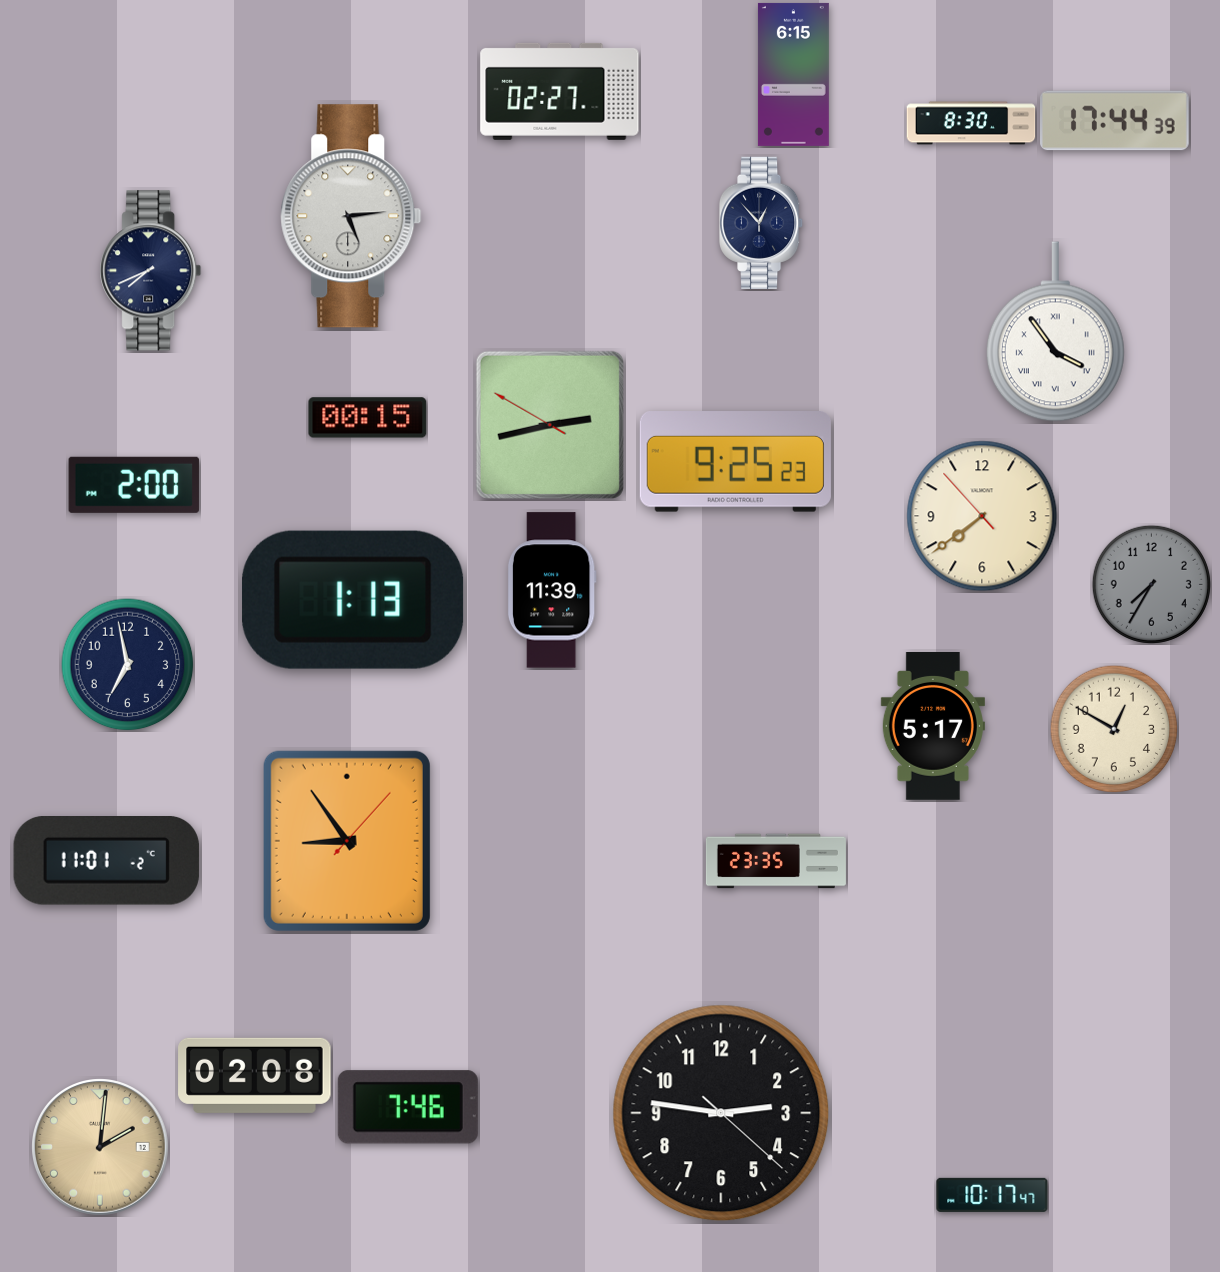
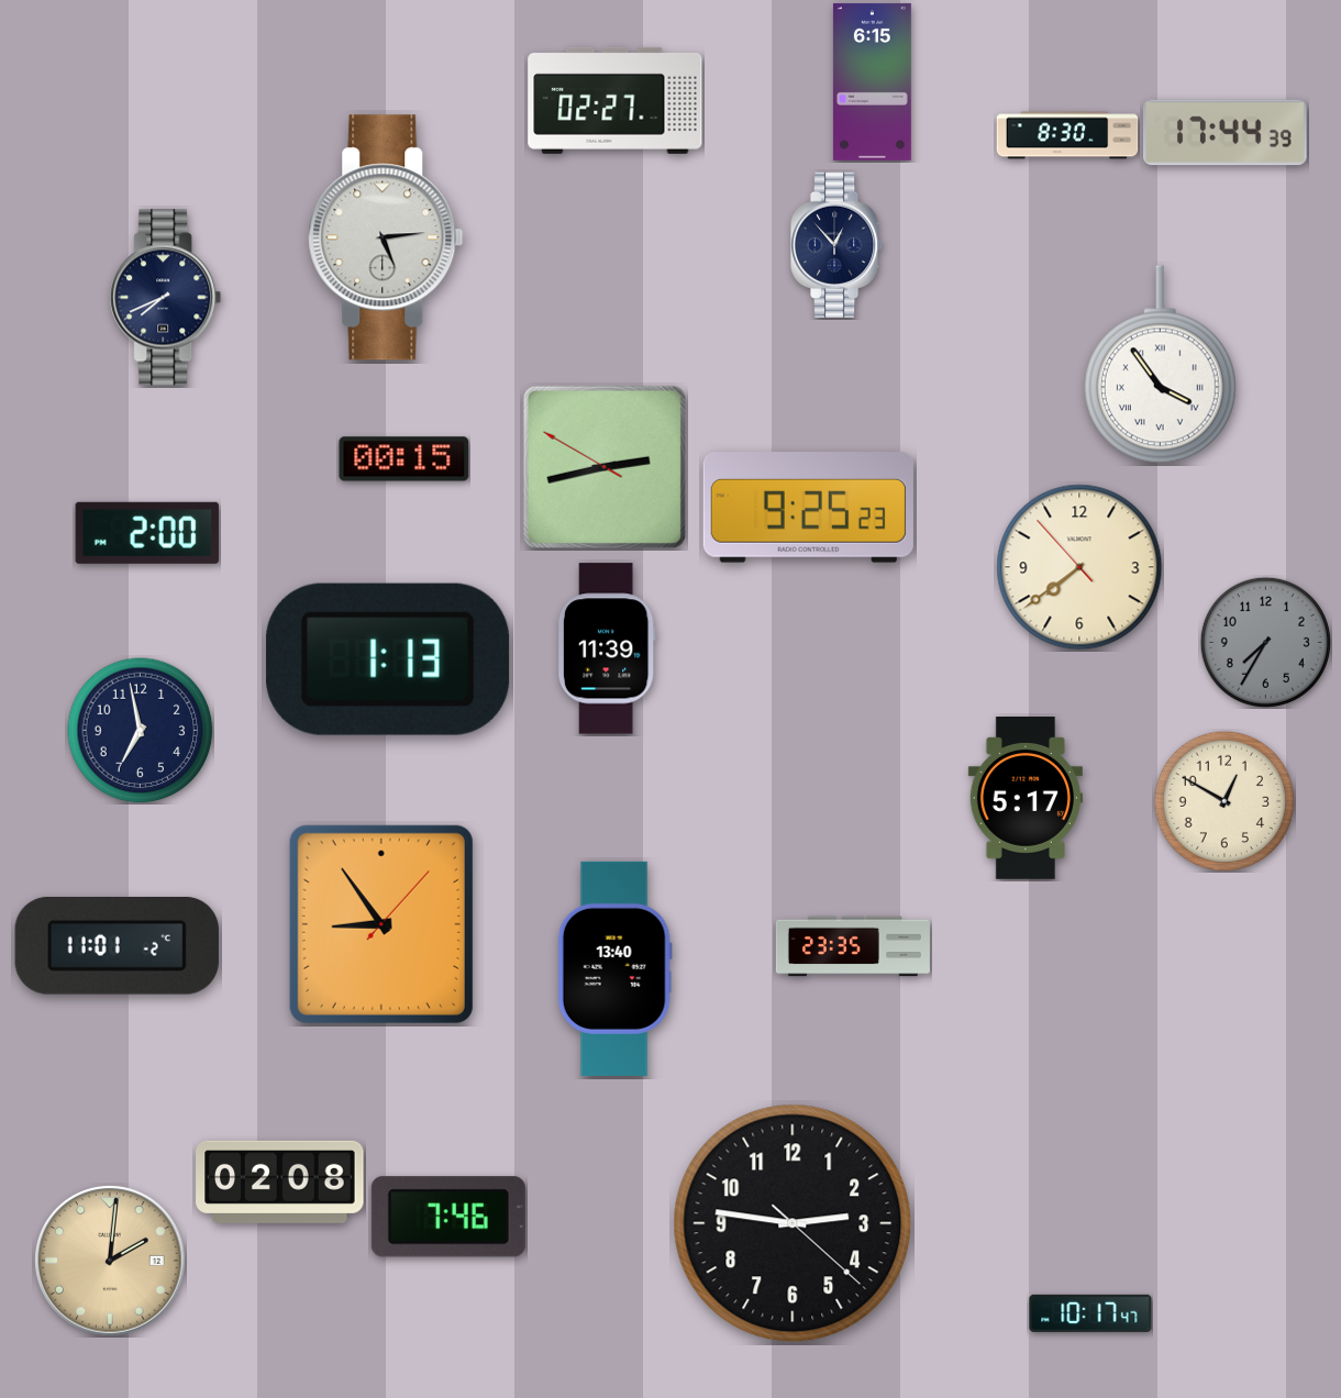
clock at (614, 968): none -> 13:40
